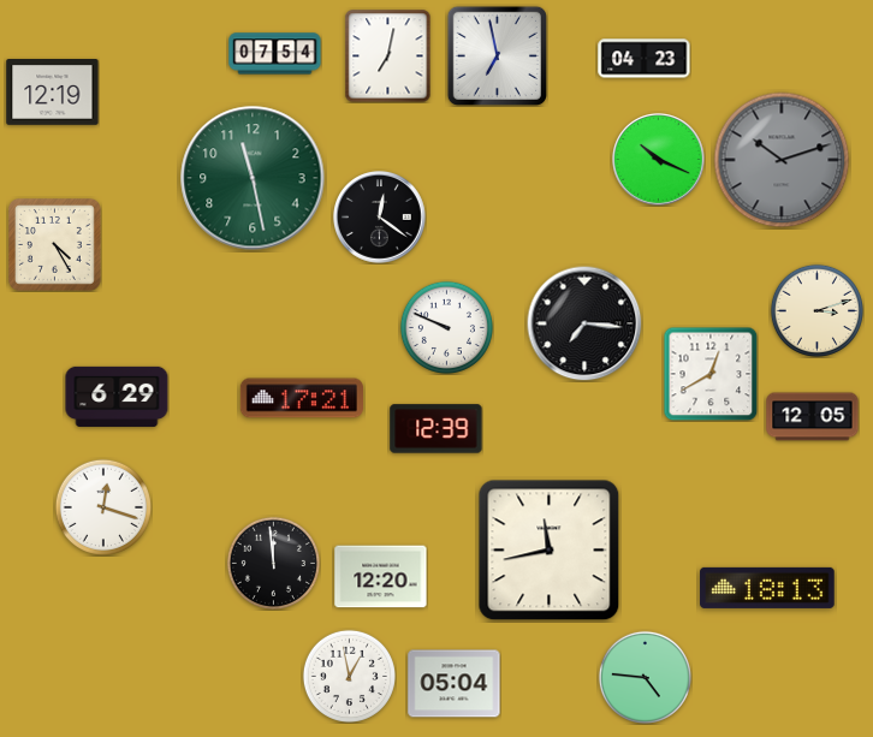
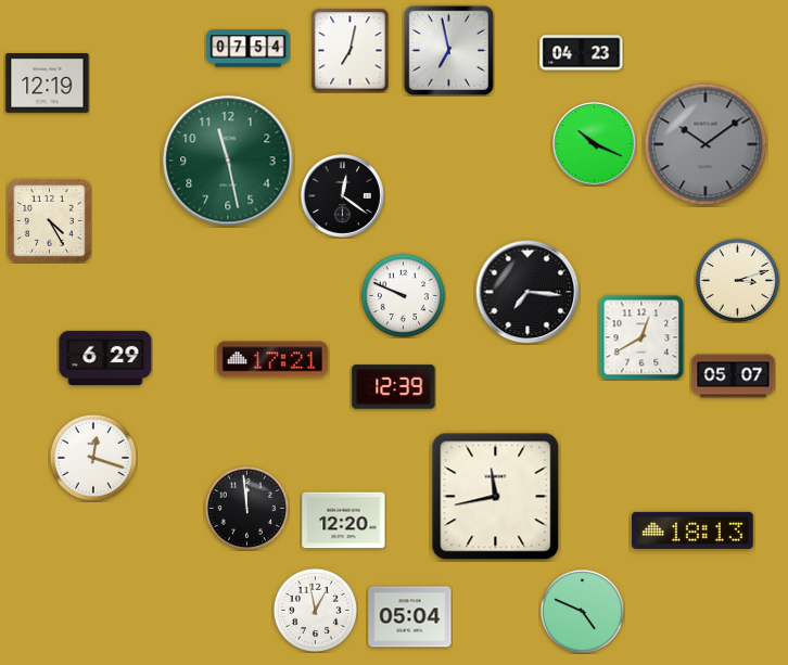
clock at (782, 160): 10:12 -> 10:09
clock at (813, 417): 12:05 -> 05:07
clock at (645, 677): 4:46 -> 4:49
